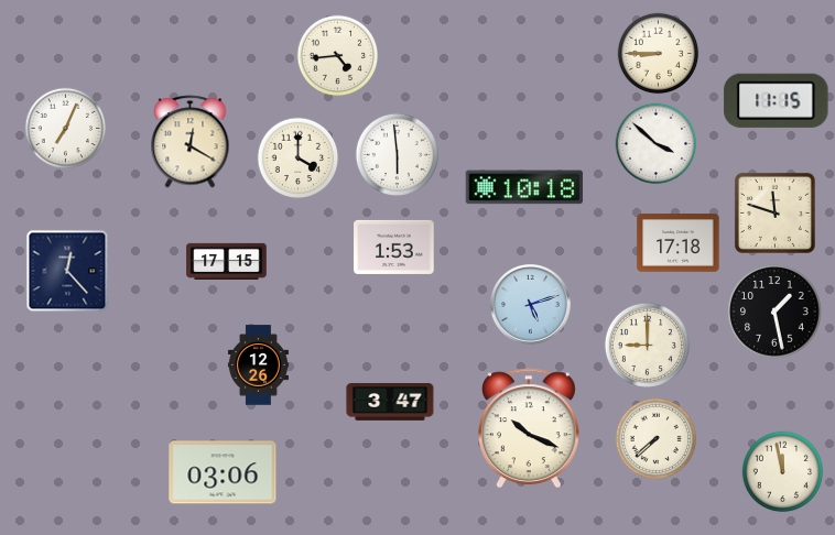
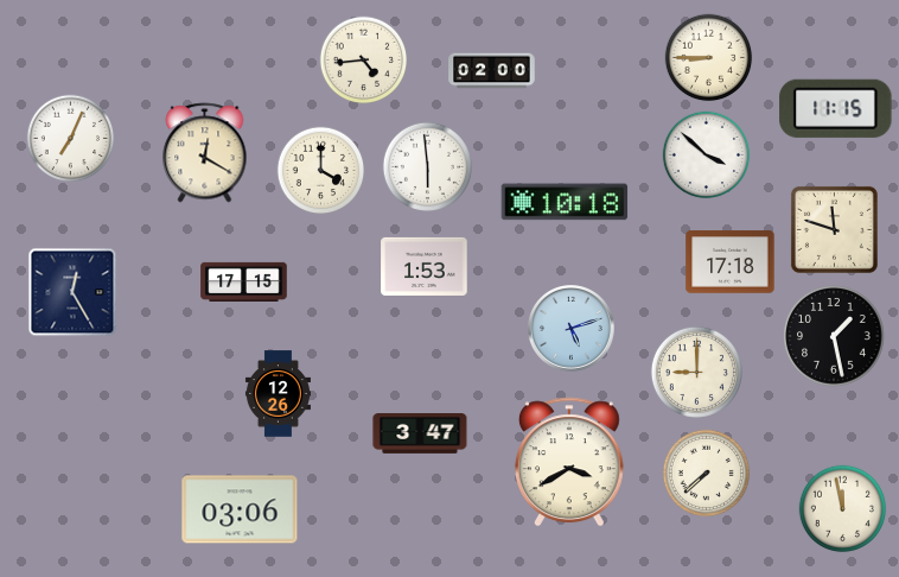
clock at (492, 71): none -> 02:00
clock at (67, 271): 12:23 -> 12:25
clock at (529, 428): 10:19 -> 3:40
